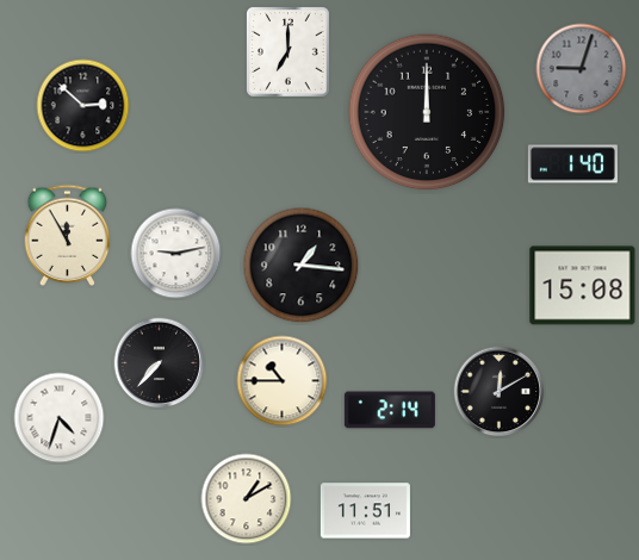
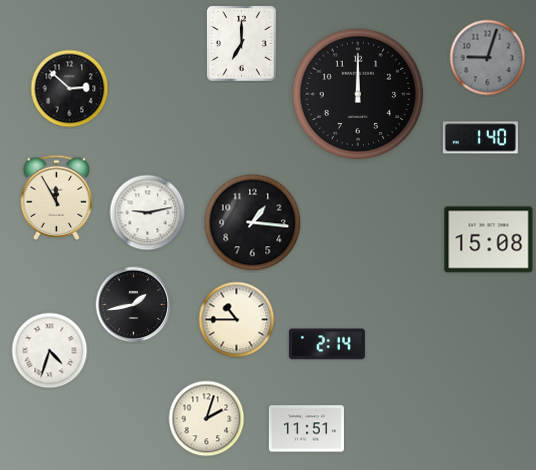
clock at (160, 363): 7:37 -> 1:43
clock at (500, 392): 12:10 -> none
clock at (247, 499): 1:10 -> 2:03
